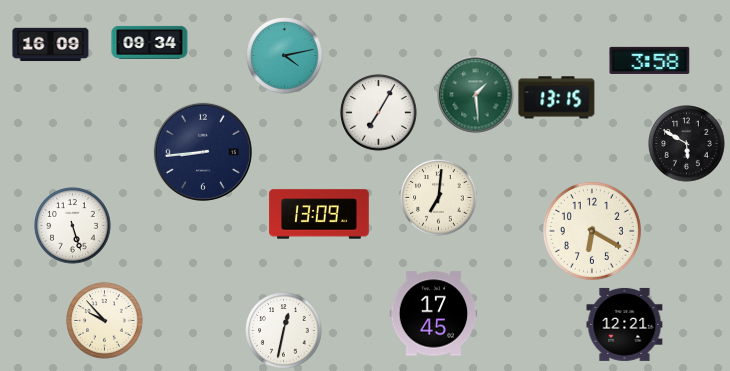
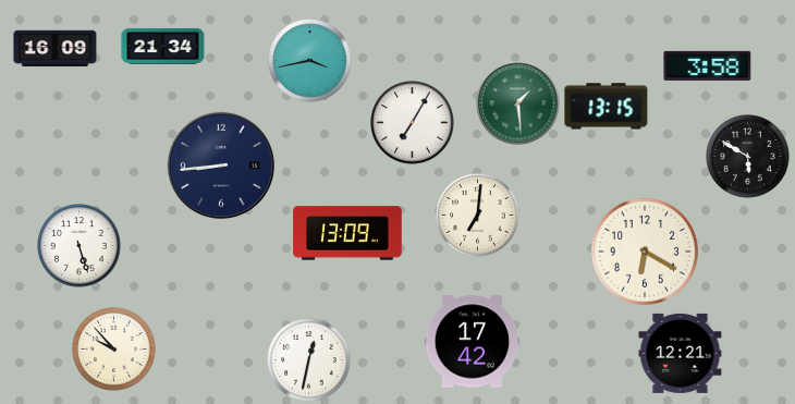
clock at (150, 42): 09:34 -> 21:34
clock at (285, 56): 4:13 -> 3:43
clock at (434, 314): 17:45 -> 17:42
